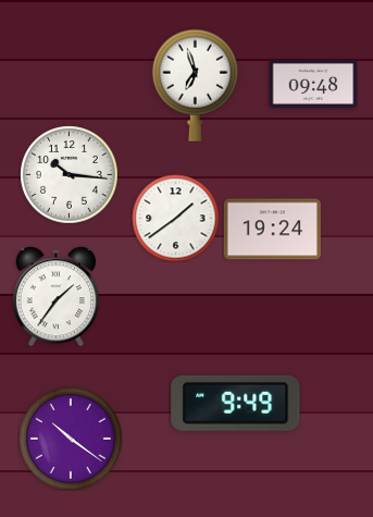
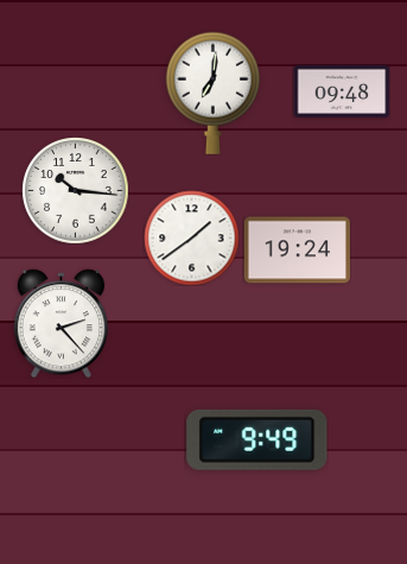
clock at (195, 85): 6:57 -> 7:01
clock at (55, 296): 1:36 -> 2:23
clock at (71, 439): 10:21 -> none
